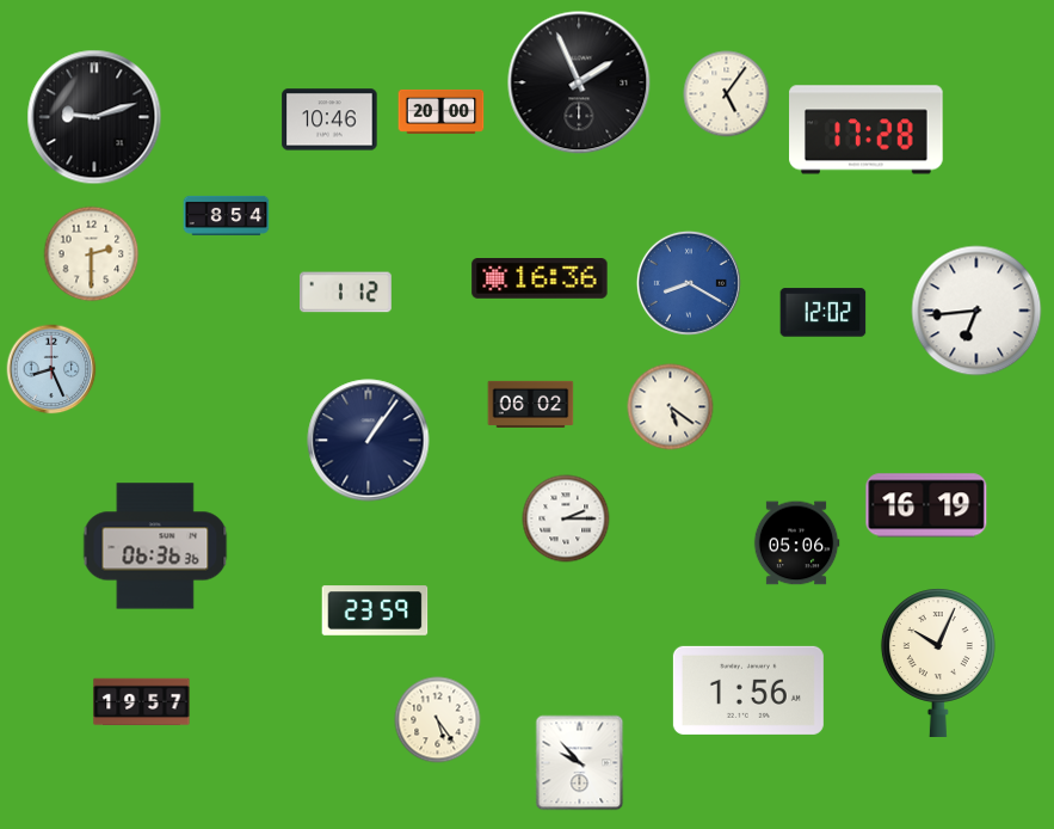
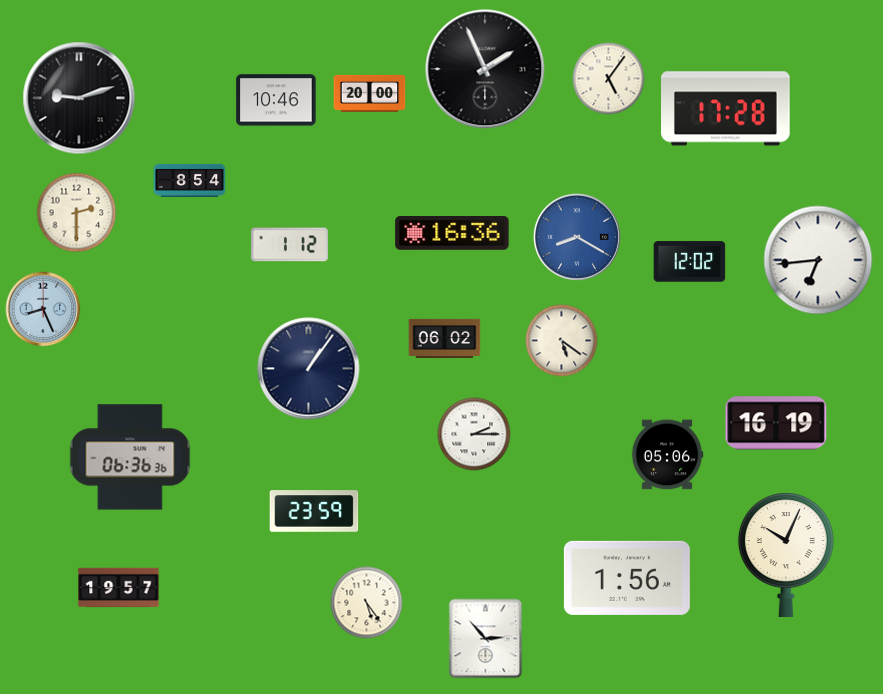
clock at (580, 763): 9:53 -> 2:53
